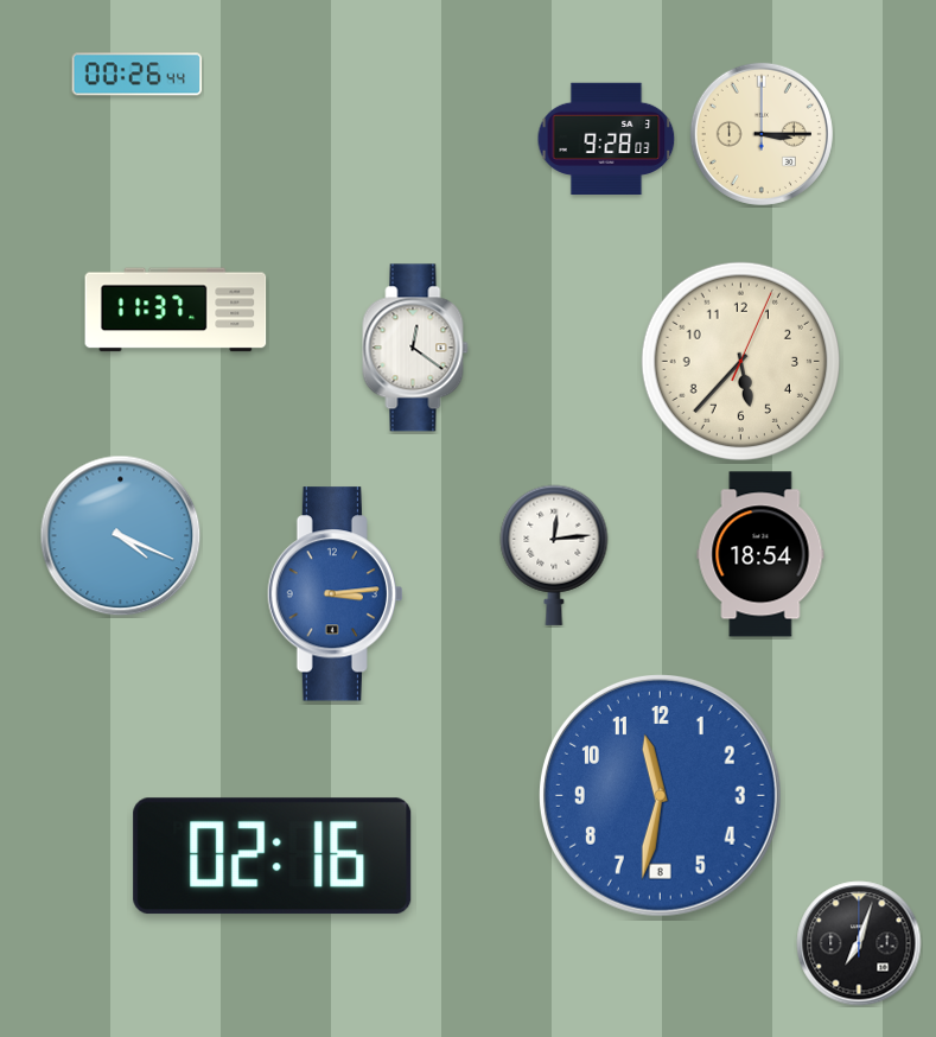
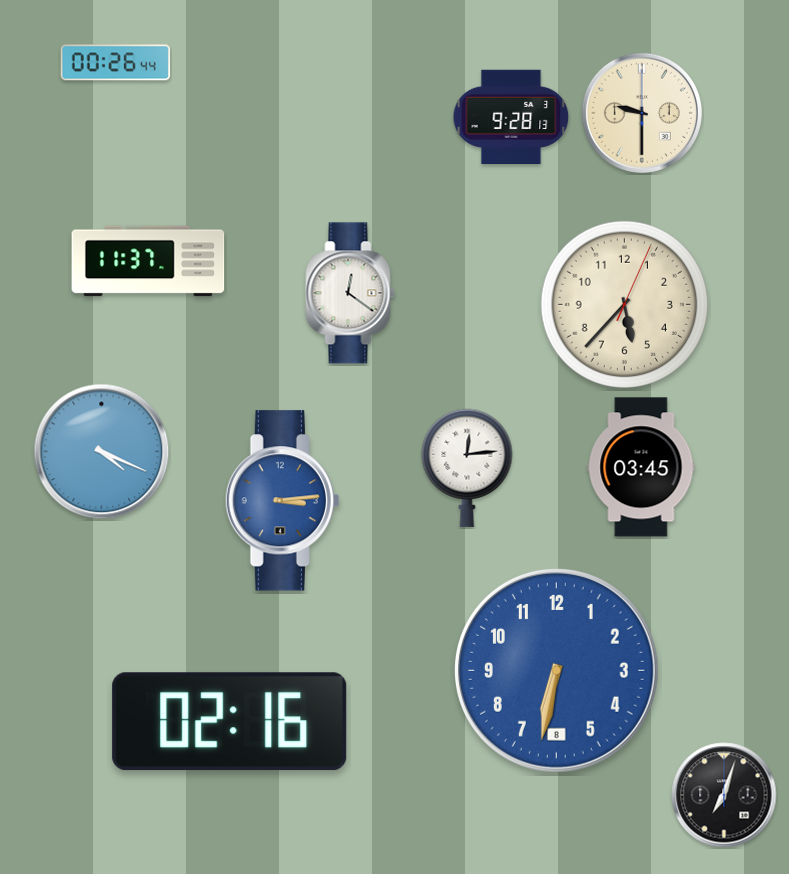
clock at (762, 134): 3:15 -> 9:30
clock at (606, 138): 9:28:03 -> 9:28:13
clock at (760, 554): 18:54 -> 03:45
clock at (660, 795): 11:32 -> 6:32
